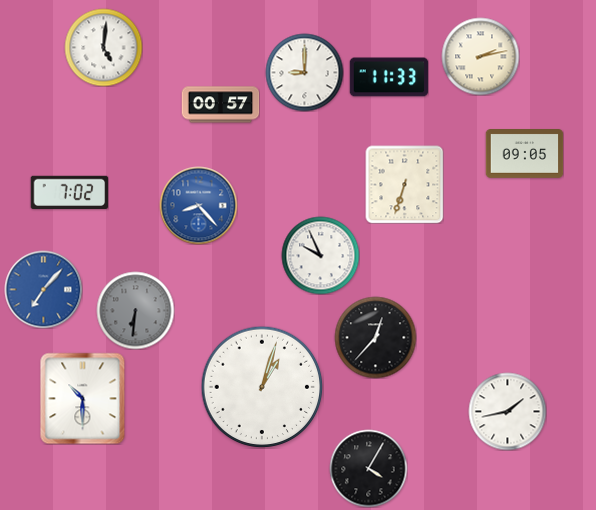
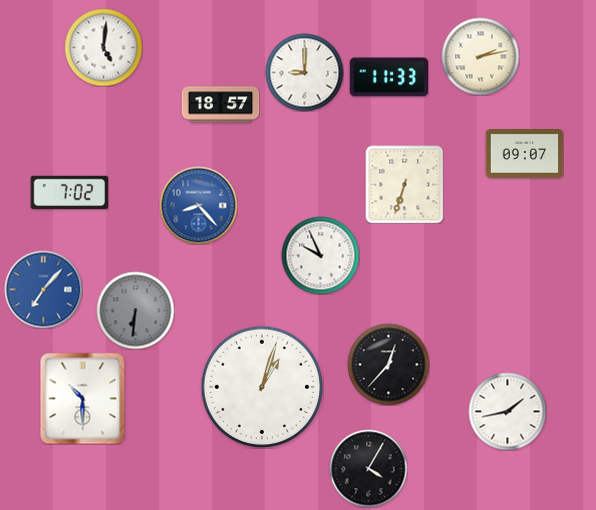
clock at (220, 105): 00:57 -> 18:57
clock at (524, 154): 09:05 -> 09:07
clock at (375, 337) position: (375, 337) -> (388, 364)
